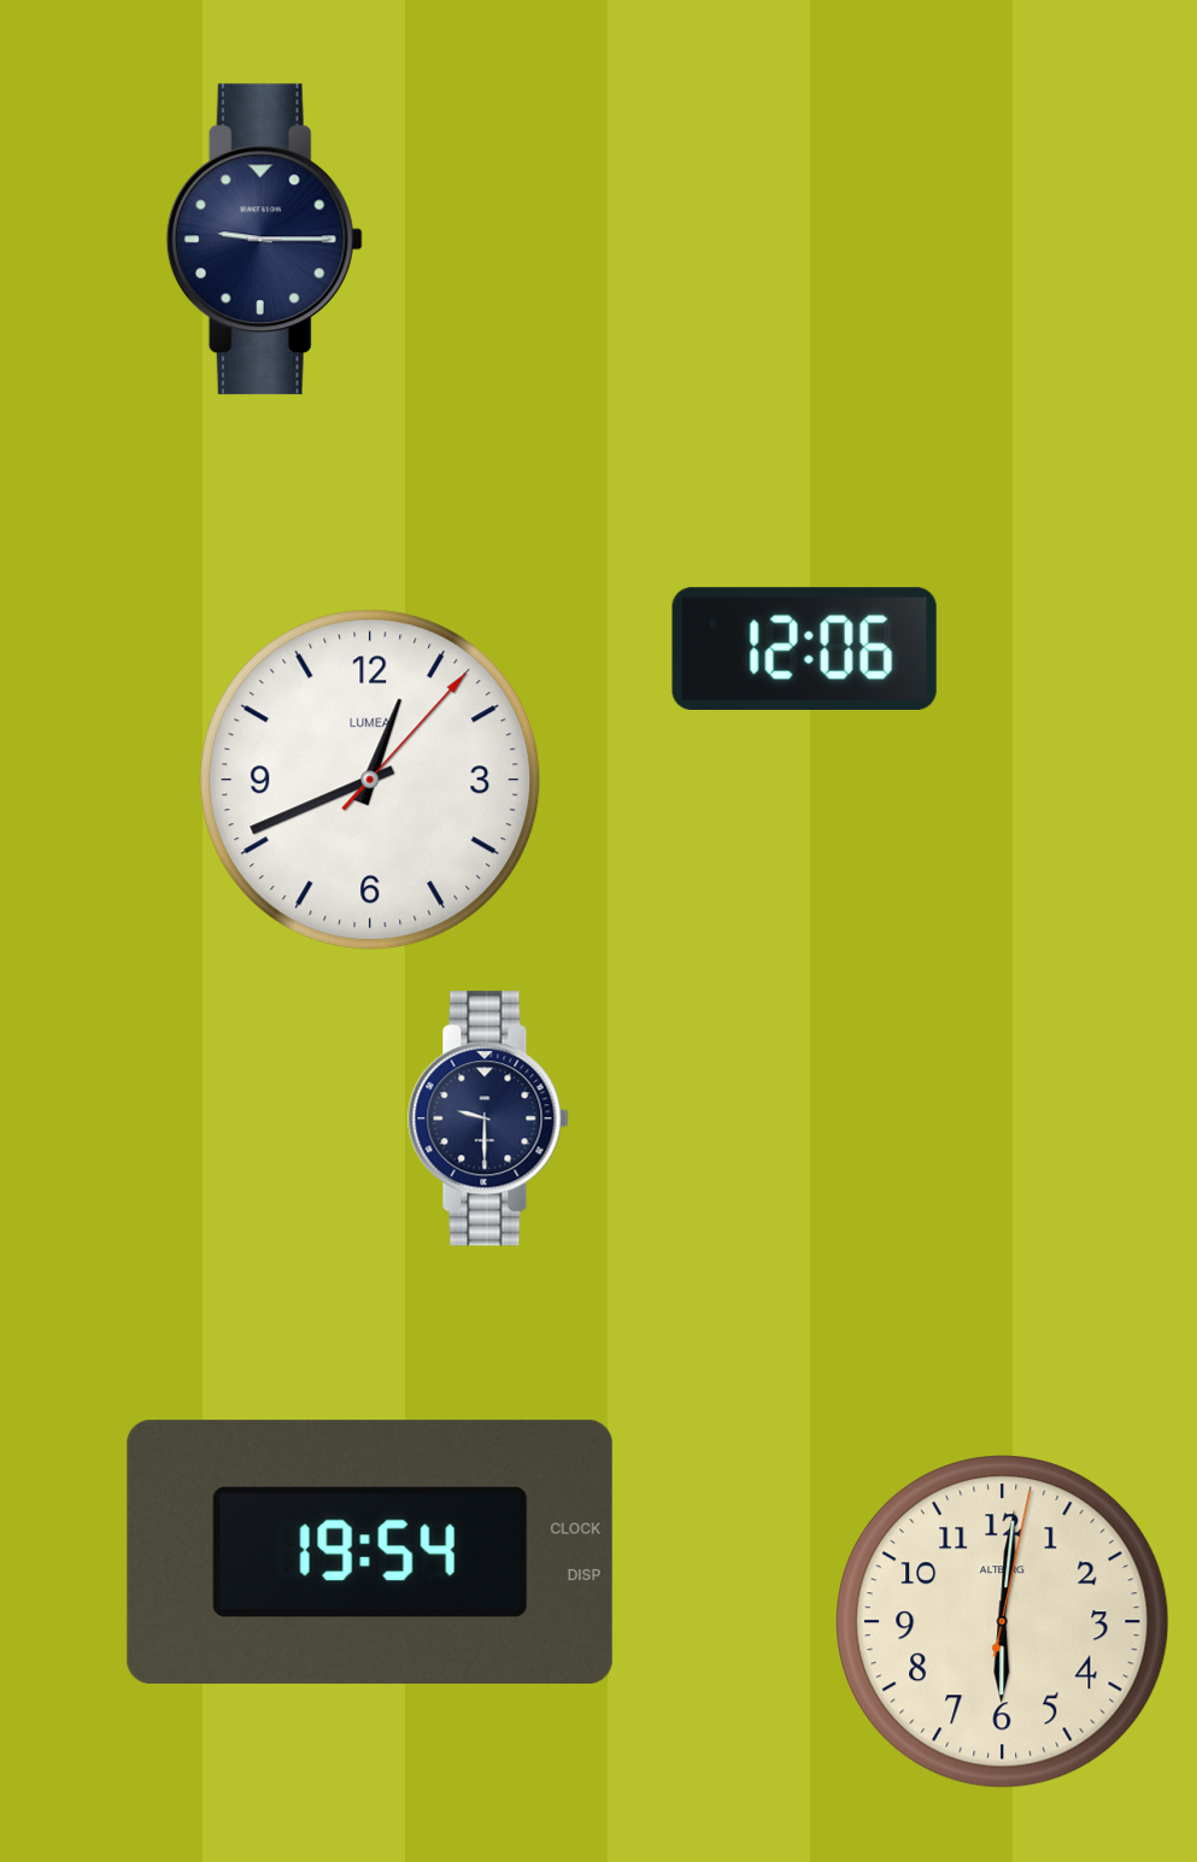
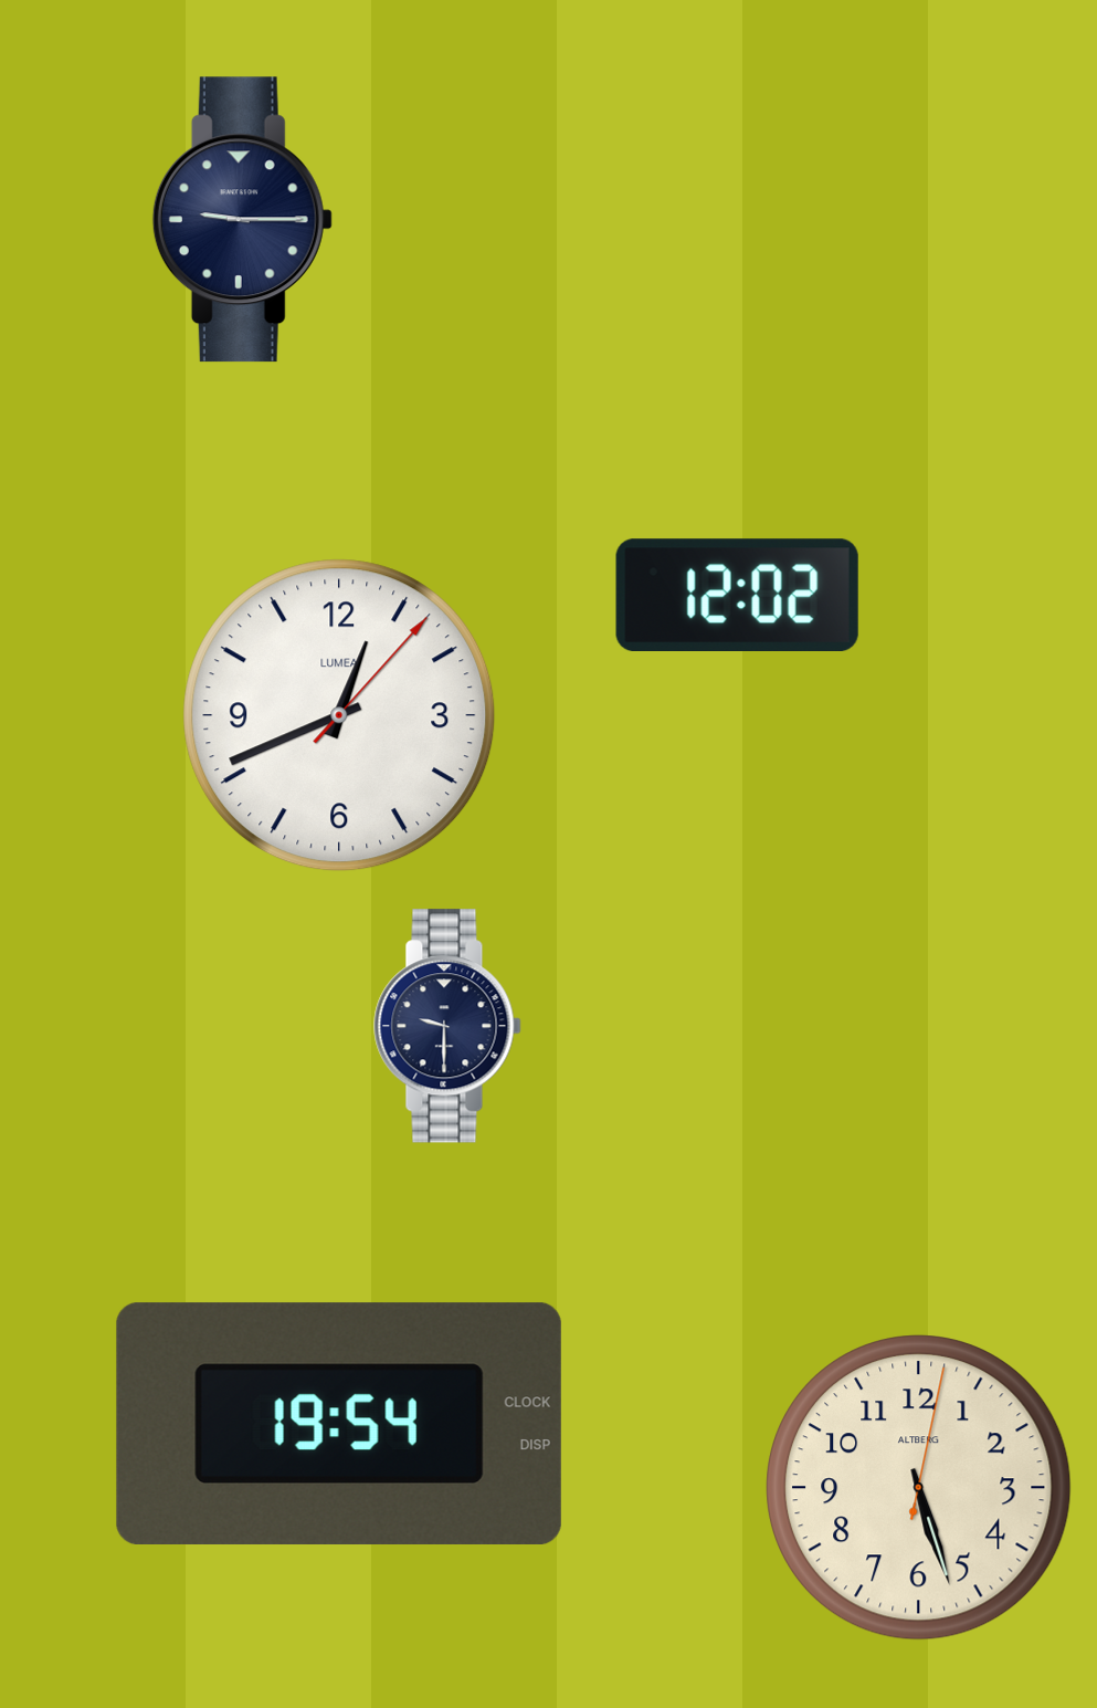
clock at (804, 648): 12:06 -> 12:02
clock at (1003, 1622): 6:01 -> 5:27
